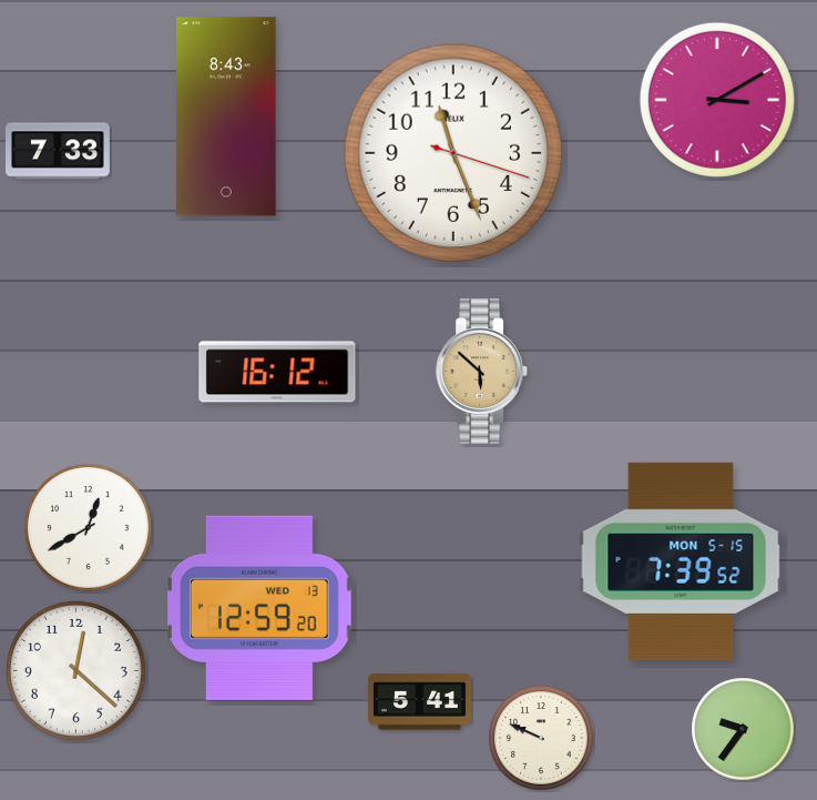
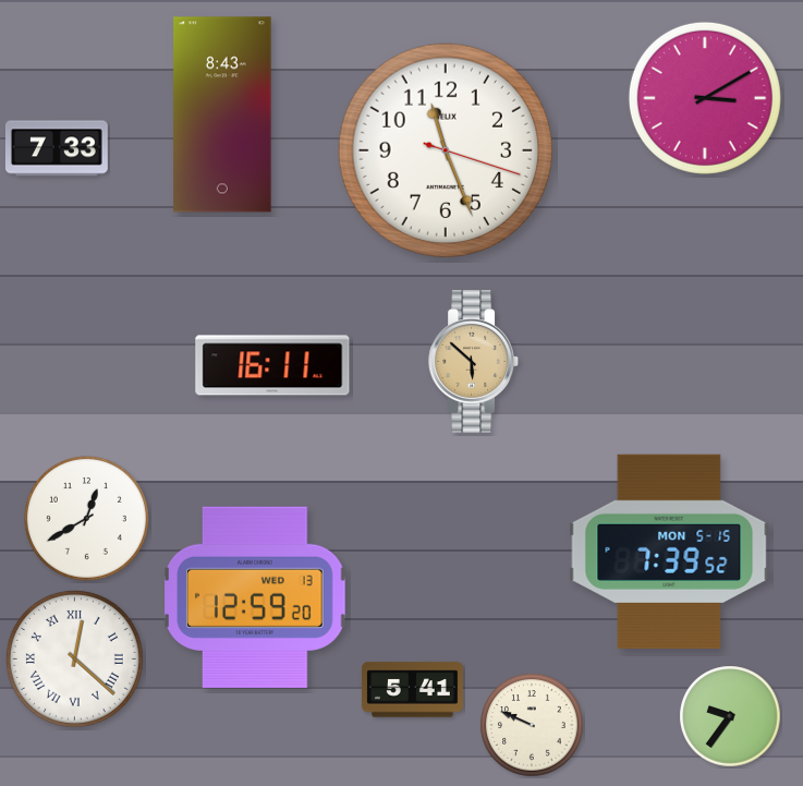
clock at (481, 371) position: (481, 371) -> (473, 361)
clock at (277, 372): 16:12 -> 16:11
clock at (75, 670) numerals: Arabic -> Roman
